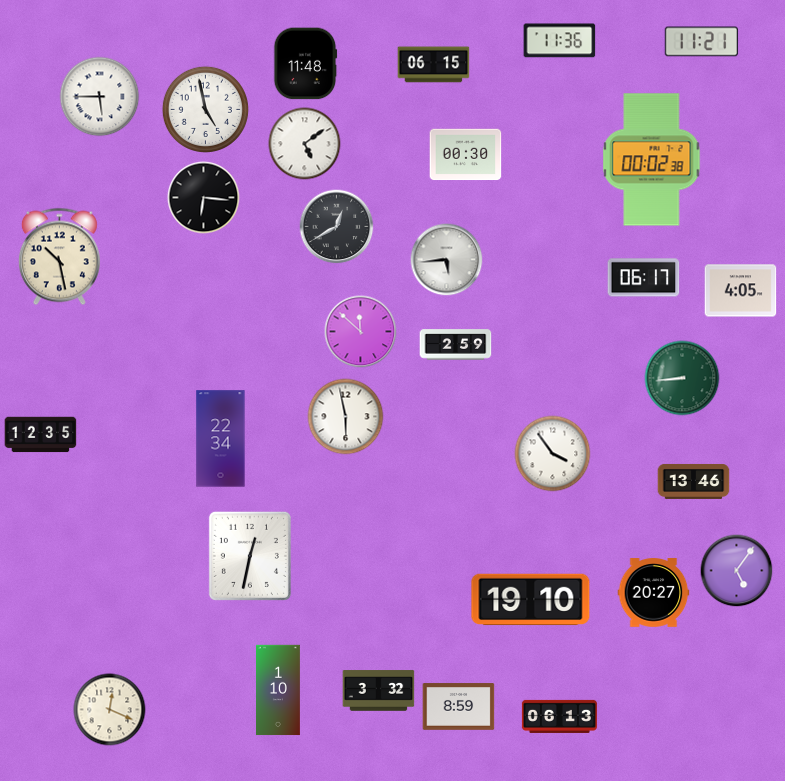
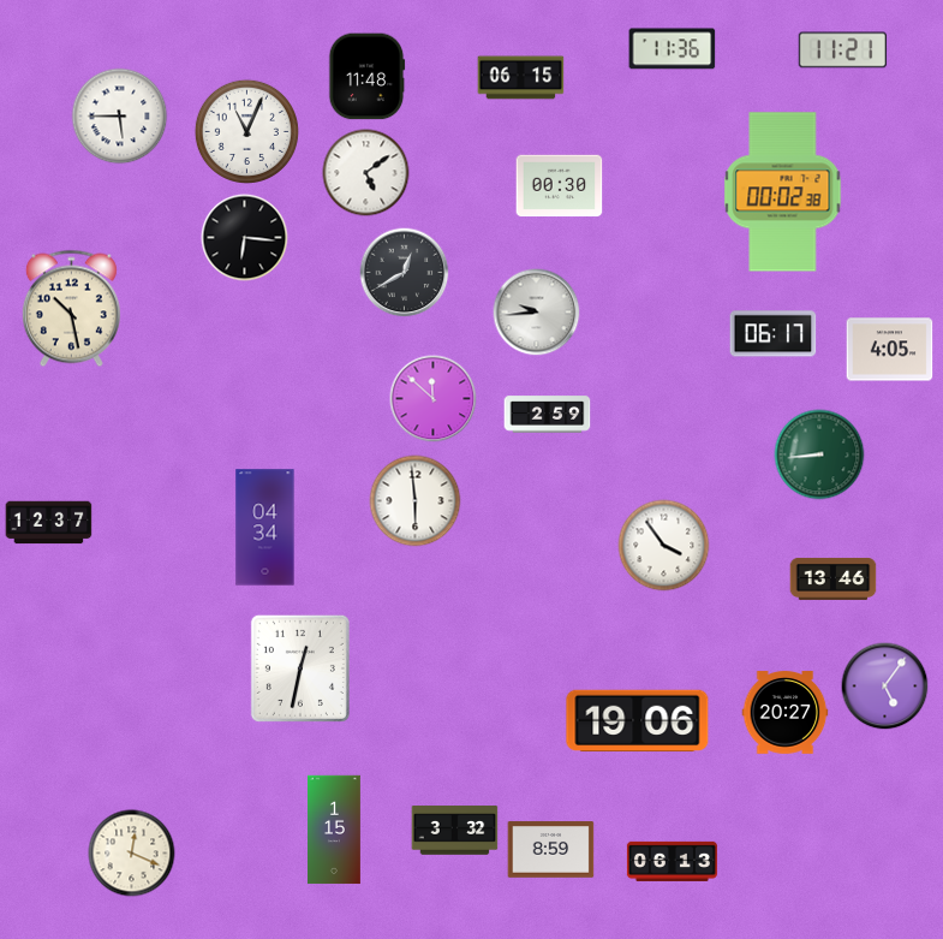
clock at (205, 109): 4:58 -> 11:04
clock at (447, 260): 5:44 -> 9:44
clock at (346, 417): 5:58 -> 5:59
clock at (41, 435): 12:35 -> 12:37
clock at (221, 439): 22:34 -> 04:34
clock at (531, 600): 19:10 -> 19:06
clock at (279, 690): 1:10 -> 1:15
